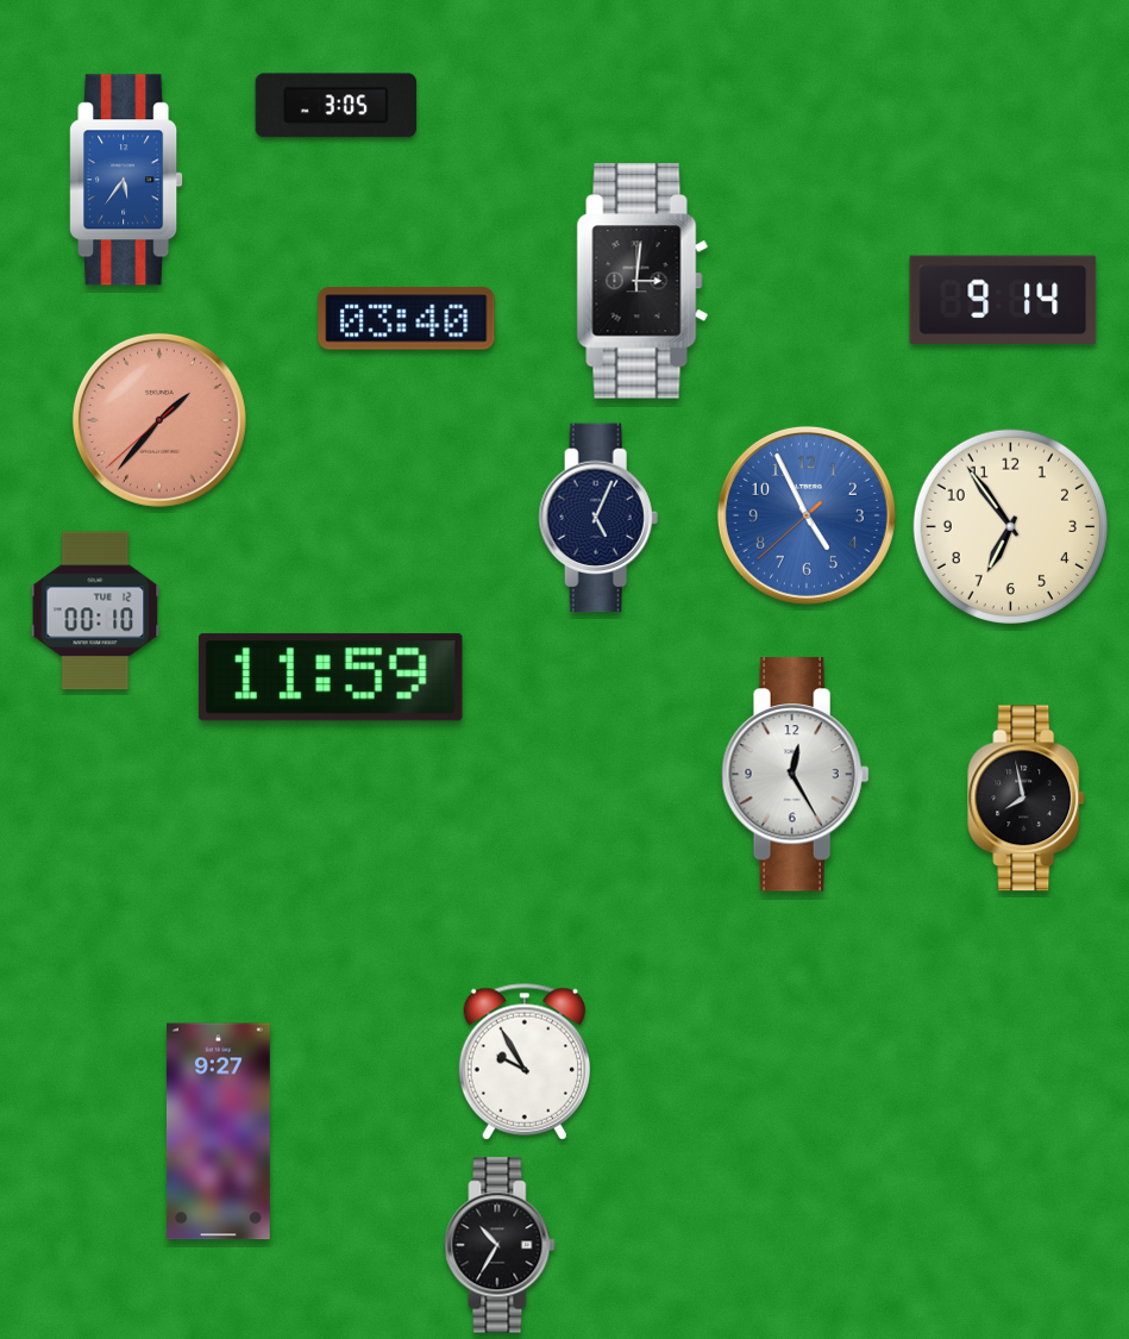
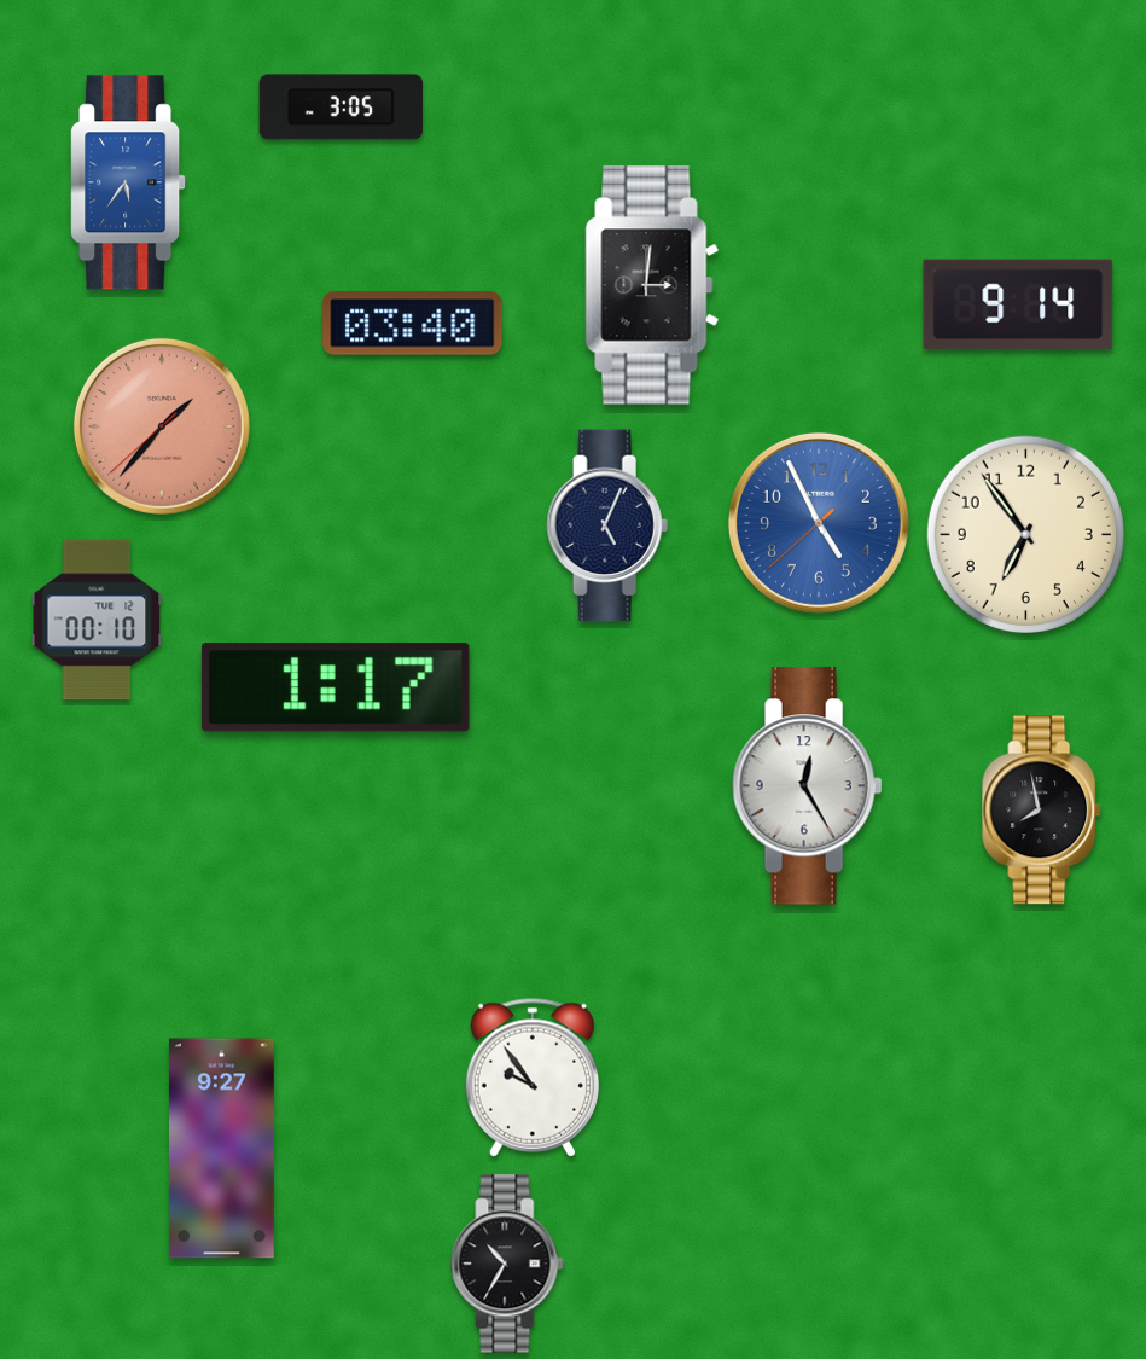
clock at (331, 677): 11:59 -> 1:17
clock at (523, 1062): 9:55 -> 9:54
